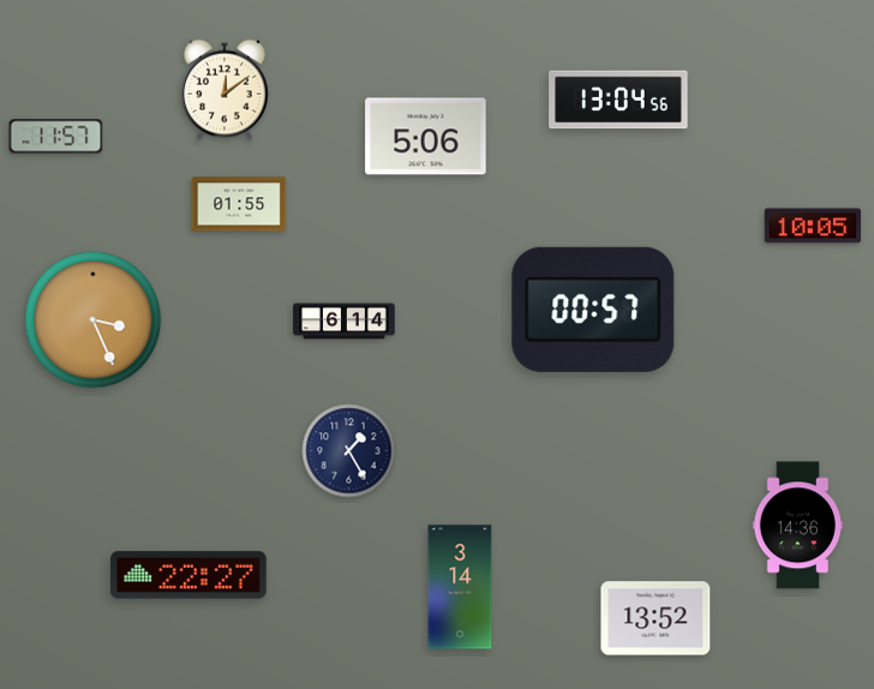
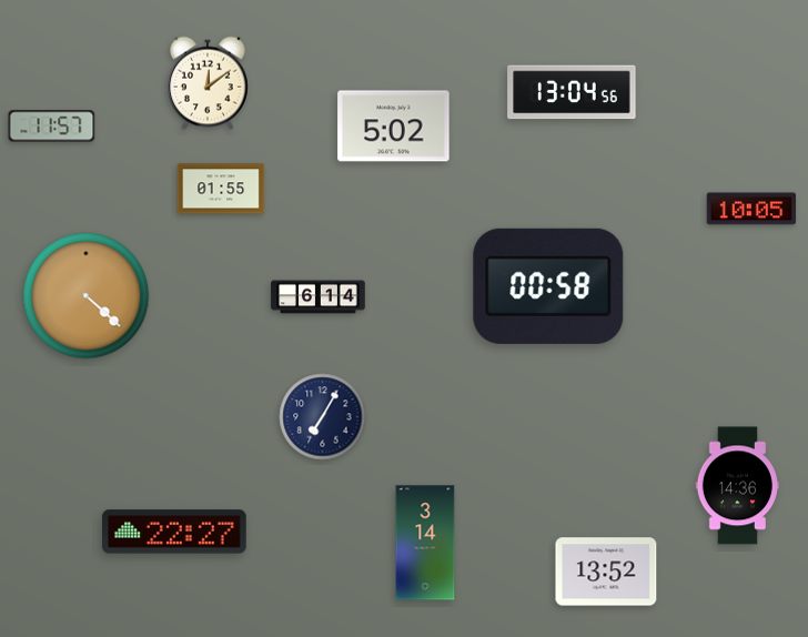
clock at (426, 137): 5:06 -> 5:02
clock at (593, 310): 00:57 -> 00:58
clock at (94, 320): 3:26 -> 4:22
clock at (349, 451): 1:25 -> 7:05
